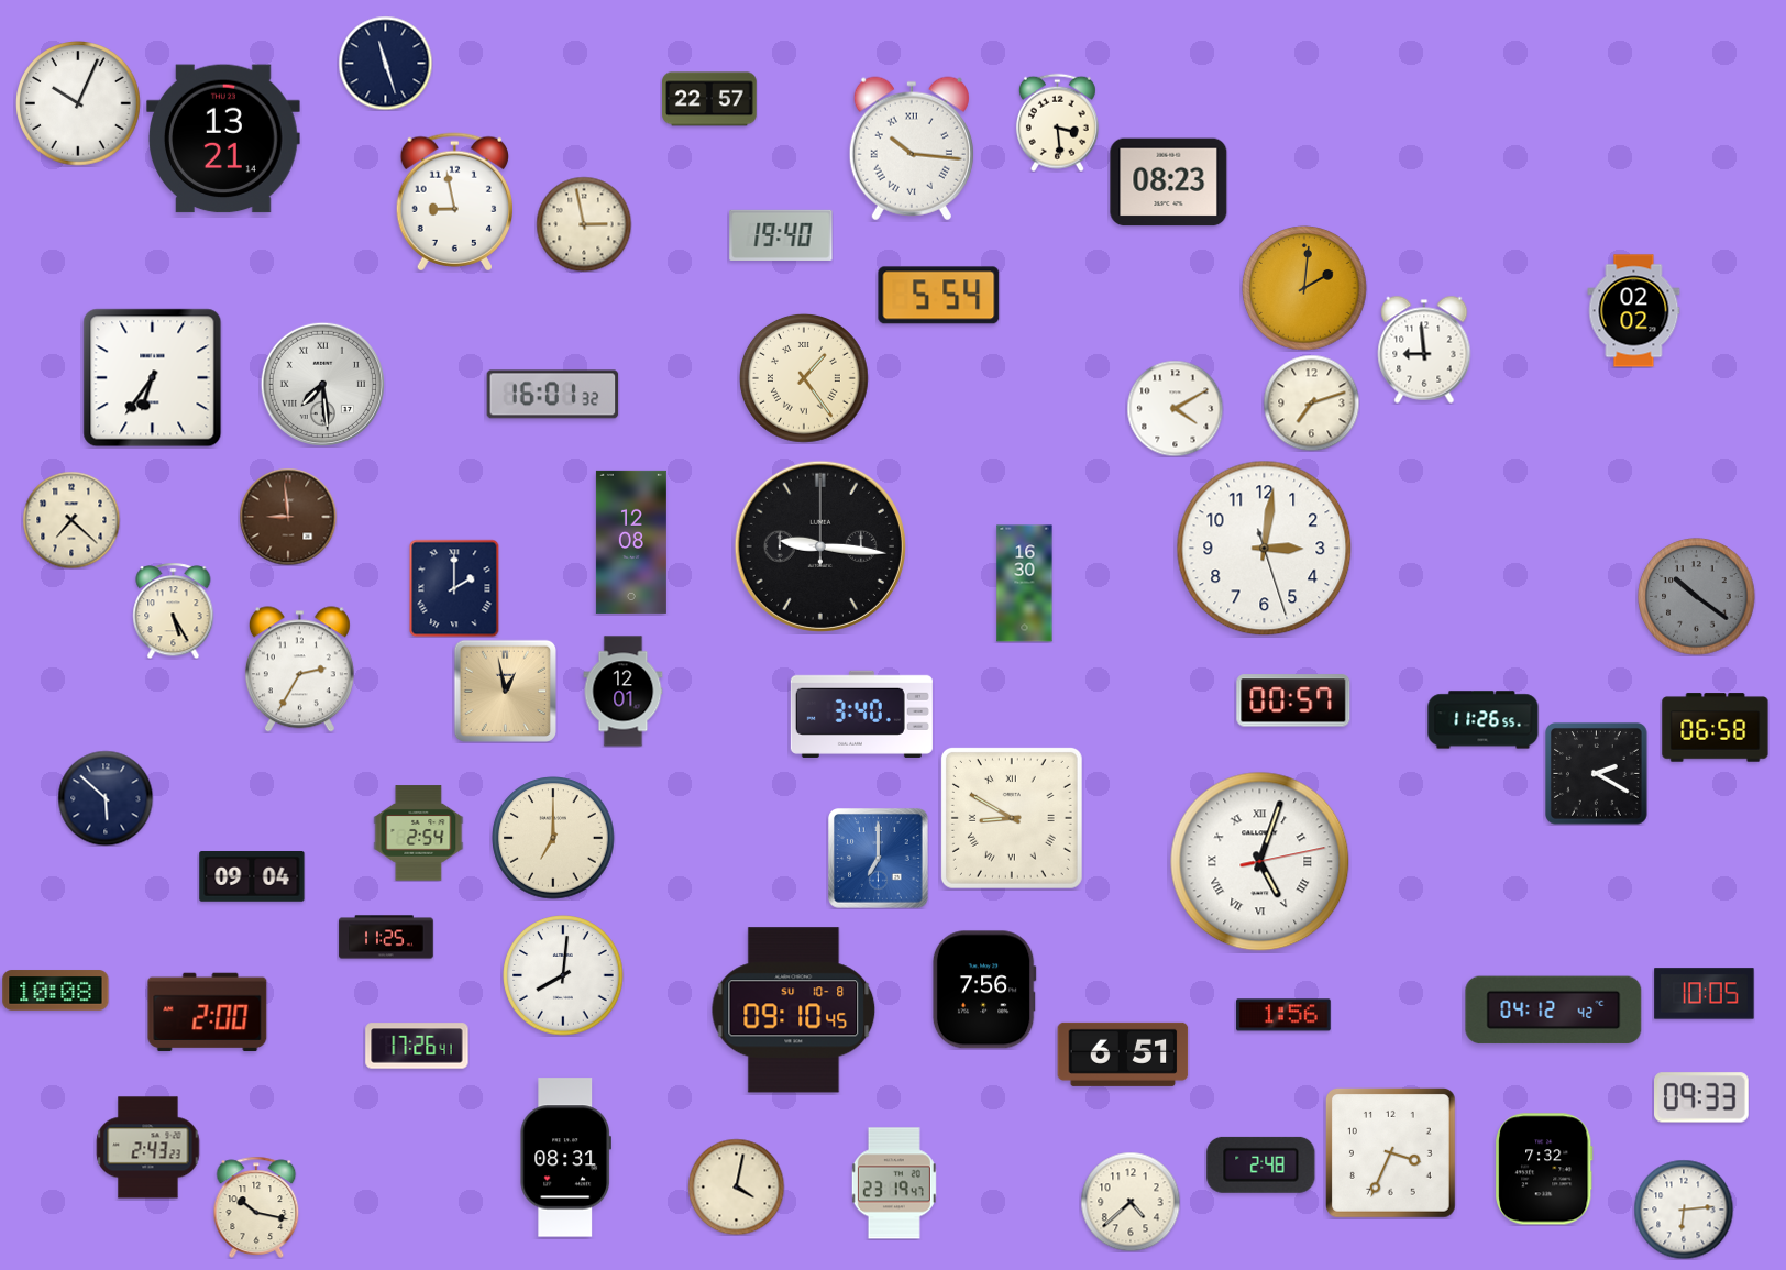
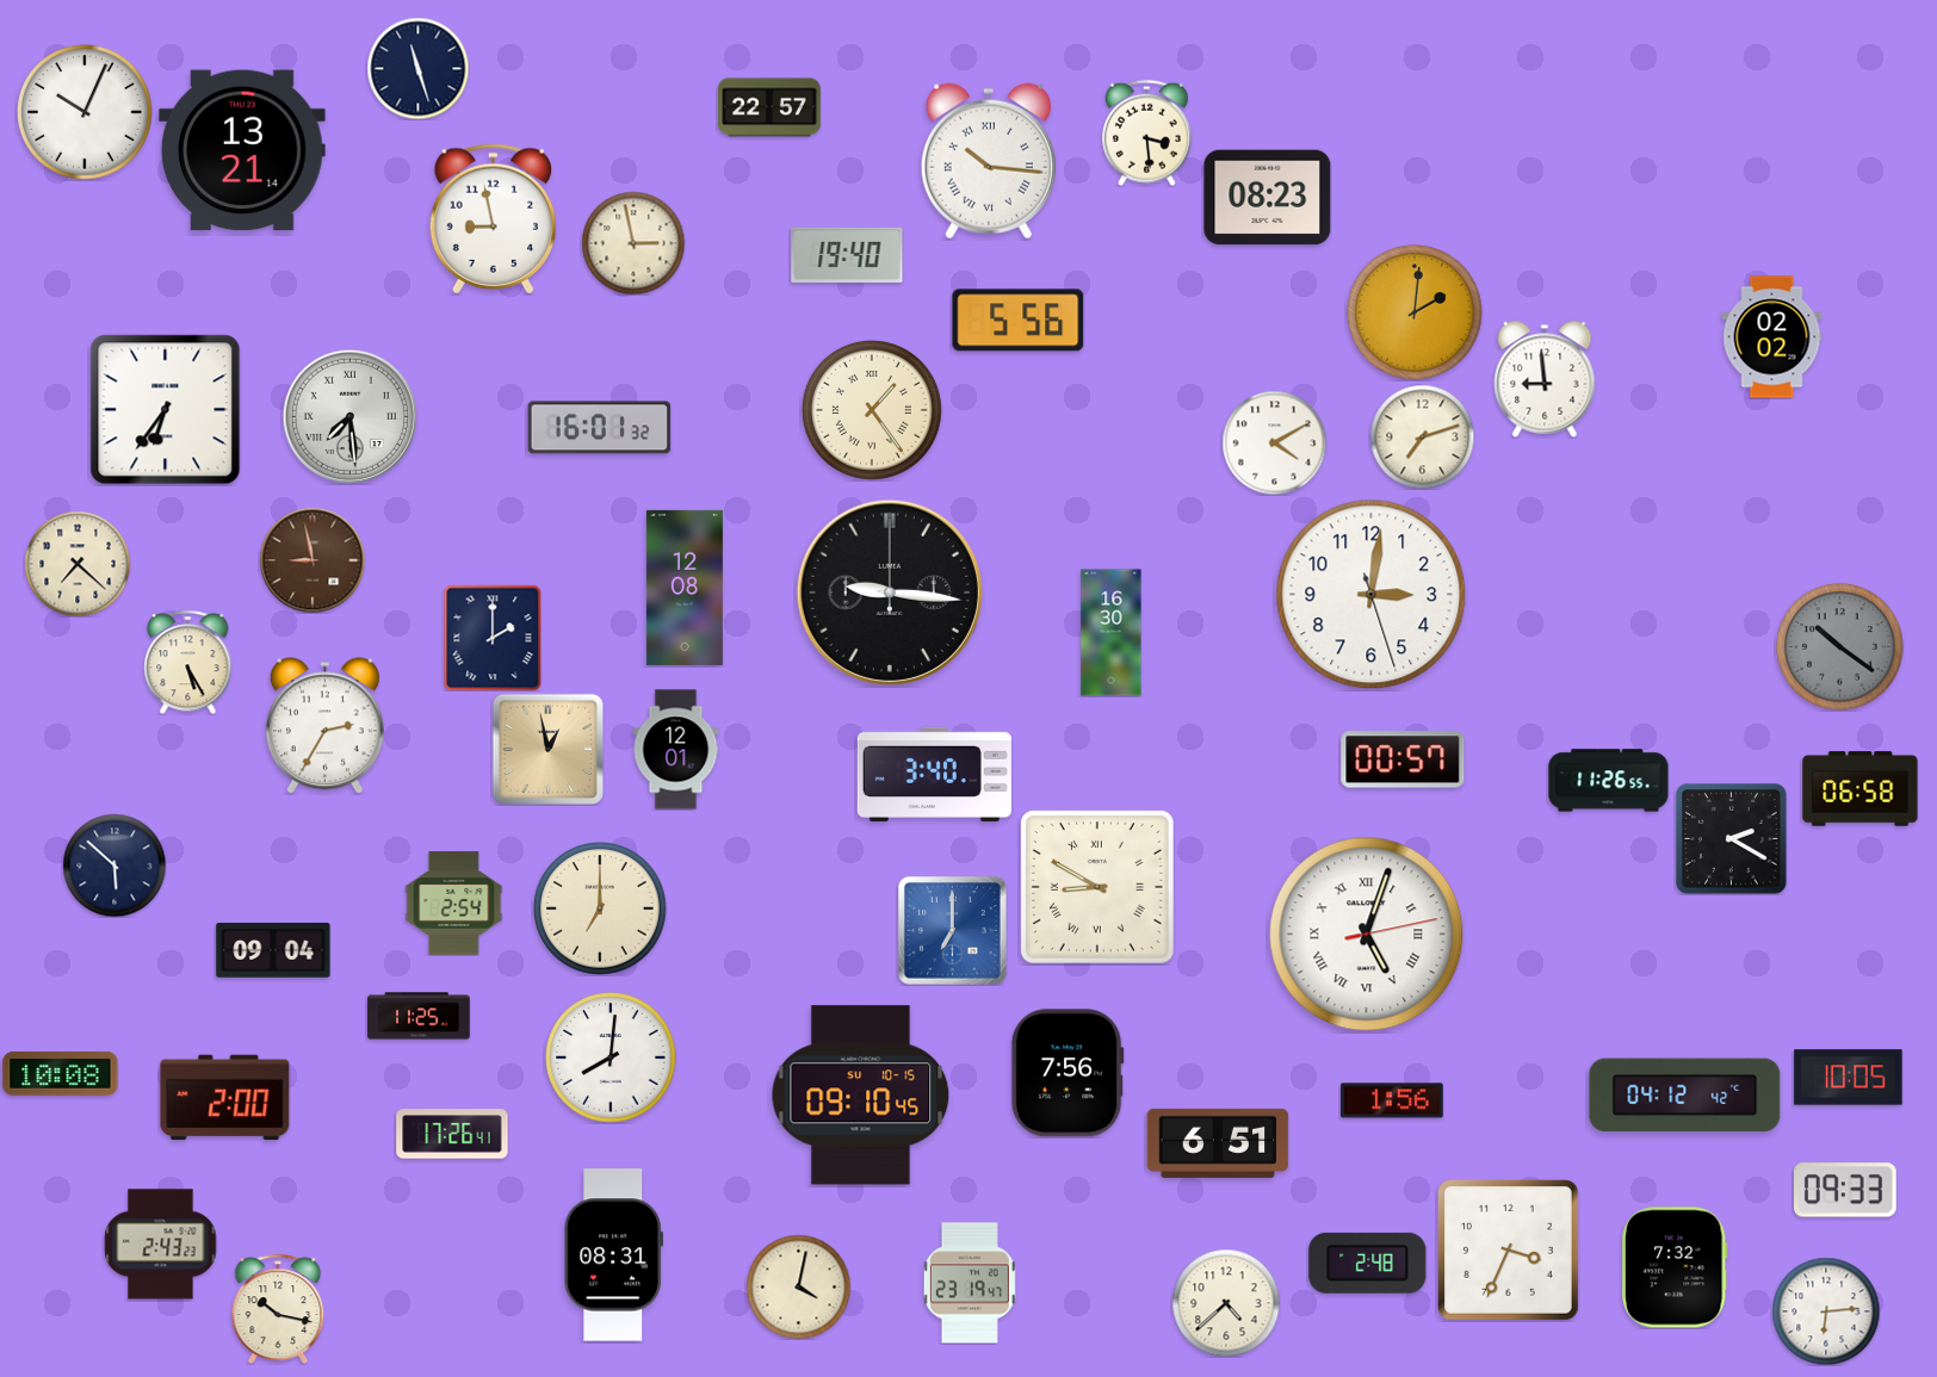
clock at (939, 296): 5:54 -> 5:56
clock at (288, 517): 8:59 -> 8:58
clock at (794, 1011) date: SU 10-8 -> SU 10-15
